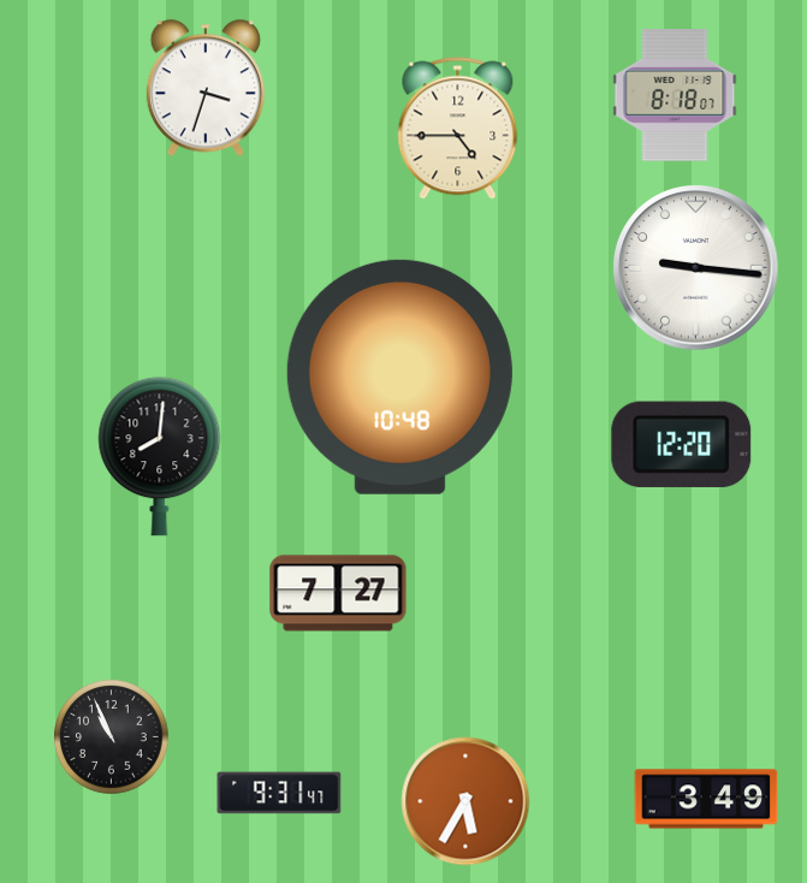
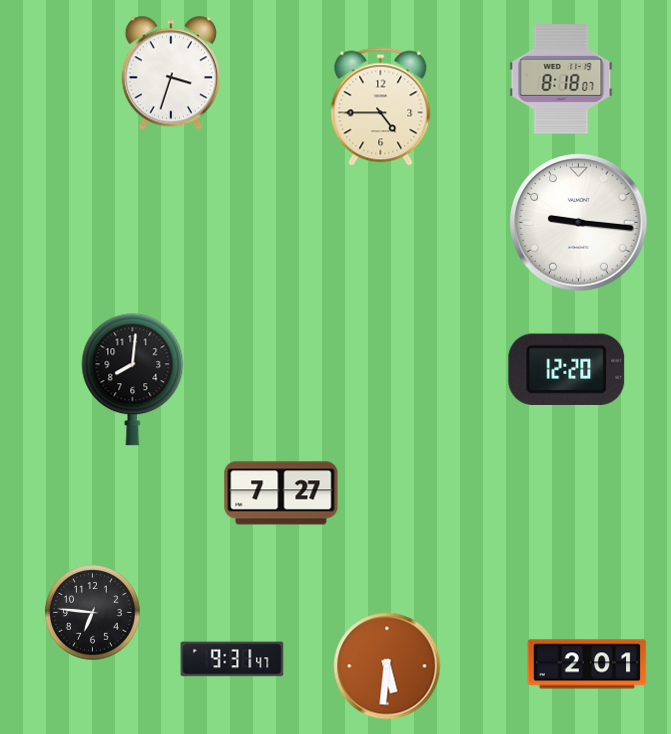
clock at (399, 377): 10:48 -> none
clock at (112, 737): 10:56 -> 6:46
clock at (706, 799): 3:49 -> 2:01
clock at (465, 801): 5:35 -> 5:31
